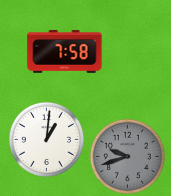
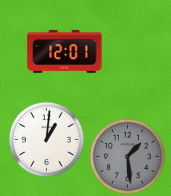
clock at (65, 51): 7:58 -> 12:01
clock at (127, 156): 9:42 -> 1:29
